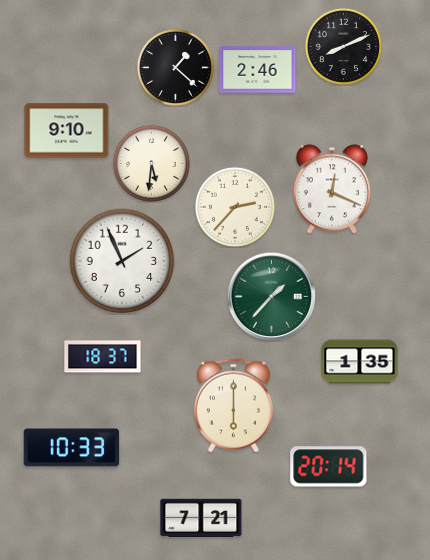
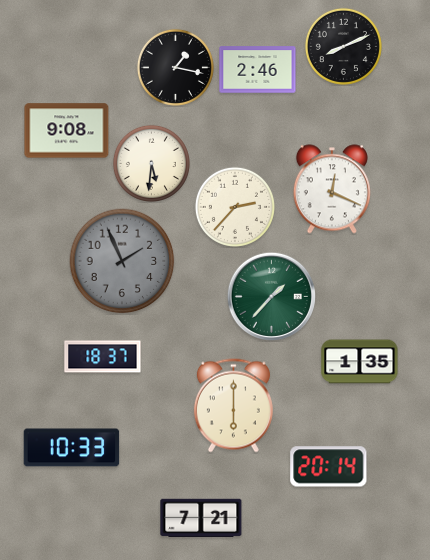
clock at (175, 67): 1:22 -> 1:17
clock at (67, 131): 9:10 -> 9:08
clock at (122, 261) dial: white -> grey
